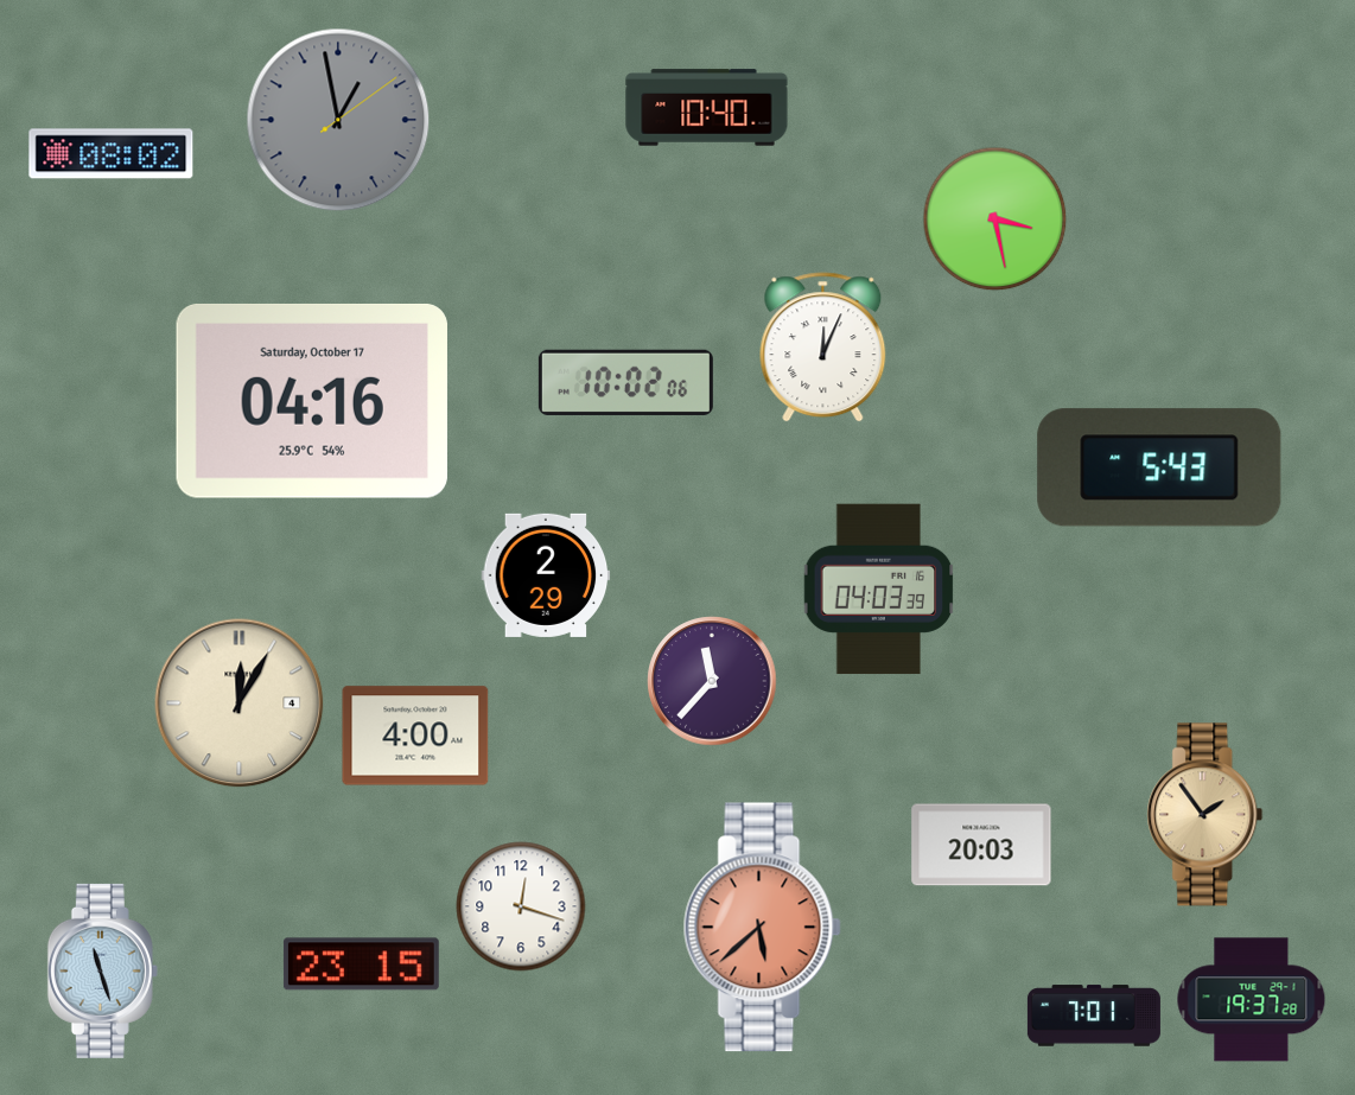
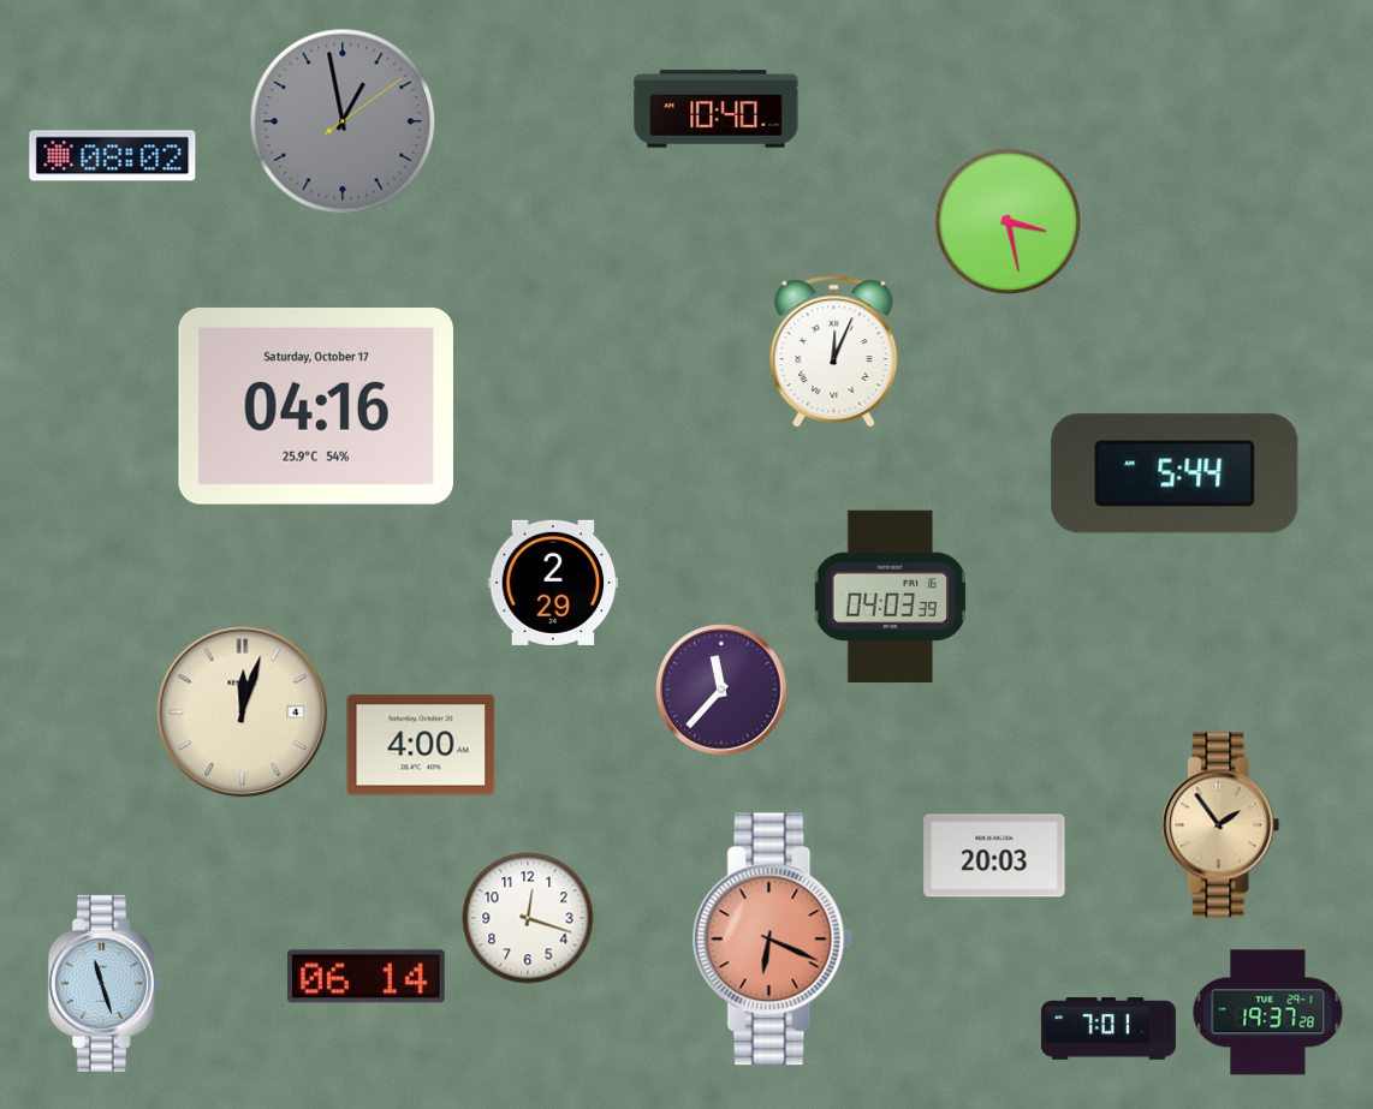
clock at (625, 382): 10:02 -> none
clock at (1159, 467): 5:43 -> 5:44
clock at (240, 704): 12:05 -> 12:03
clock at (762, 928): 5:38 -> 6:19
clock at (361, 965): 23:15 -> 06:14
